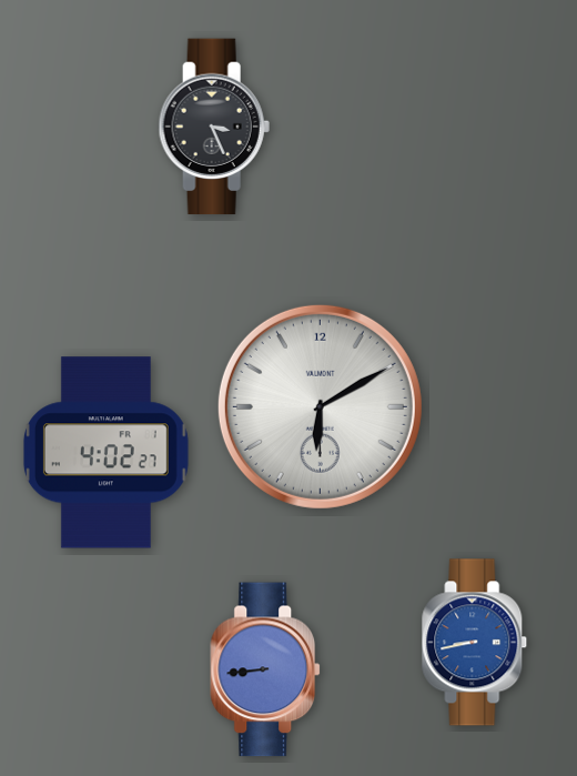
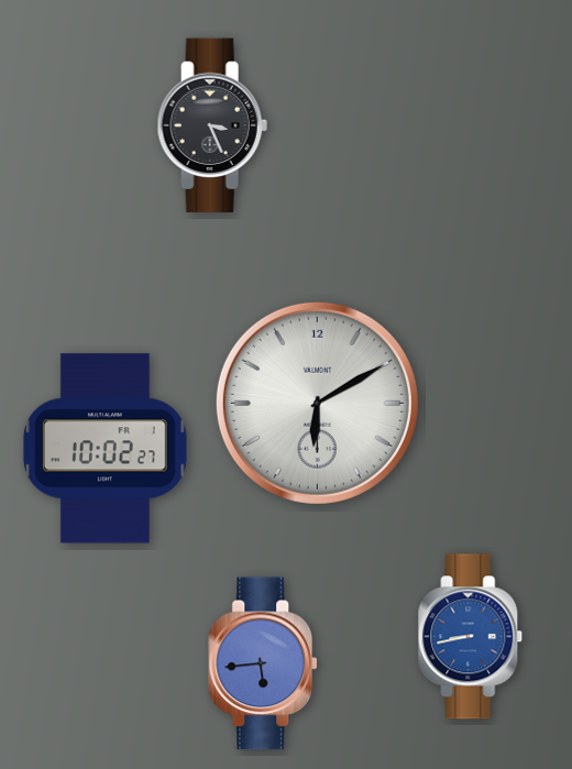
clock at (105, 453): 4:02 -> 10:02
clock at (266, 669): 8:44 -> 5:44
